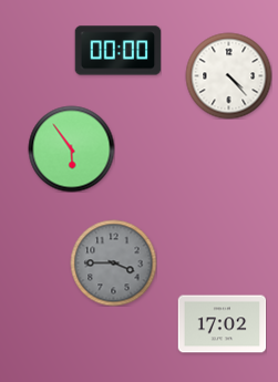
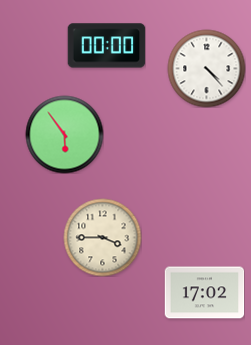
clock at (113, 262) dial: grey -> cream
clock at (222, 324) position: (222, 324) -> (204, 293)
